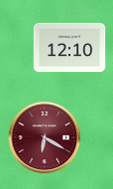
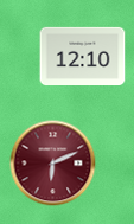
clock at (45, 138): 6:20 -> 6:11
